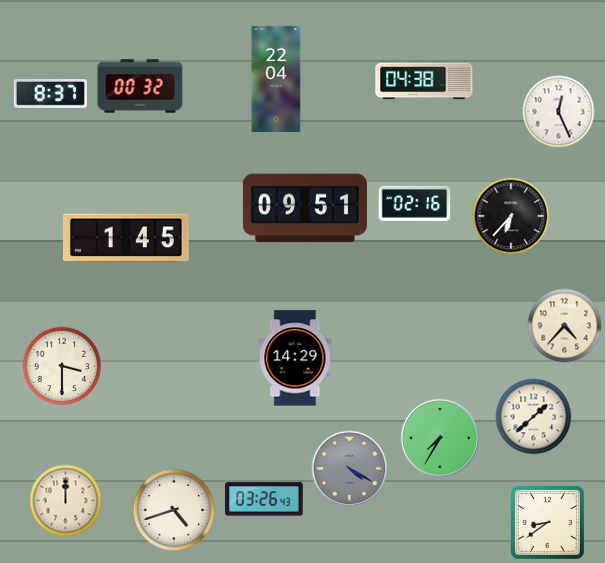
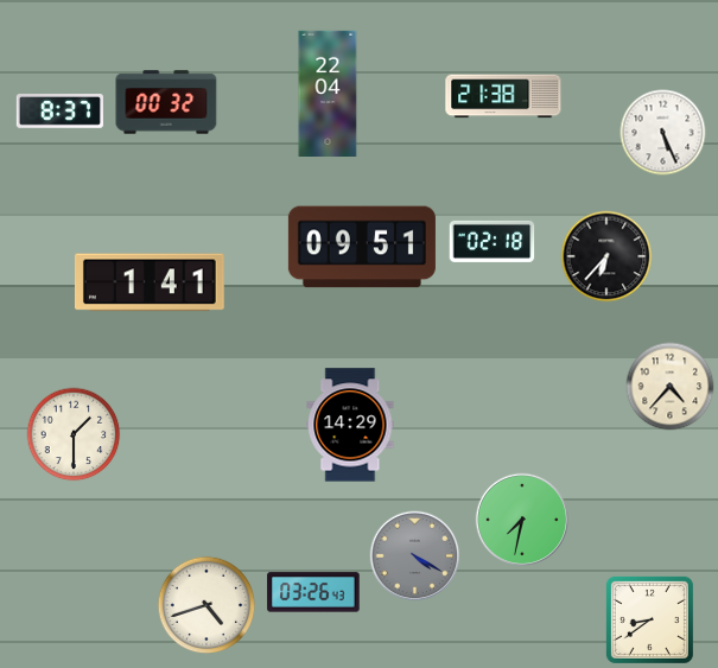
clock at (424, 81): 04:38 -> 21:38
clock at (559, 112): 12:26 -> 5:26
clock at (415, 203): 02:16 -> 02:18
clock at (126, 238): 1:45 -> 1:41
clock at (62, 366): 3:30 -> 1:30
clock at (534, 417): 1:38 -> none
clock at (439, 437): 7:35 -> 7:32
clock at (66, 501): 12:00 -> none
